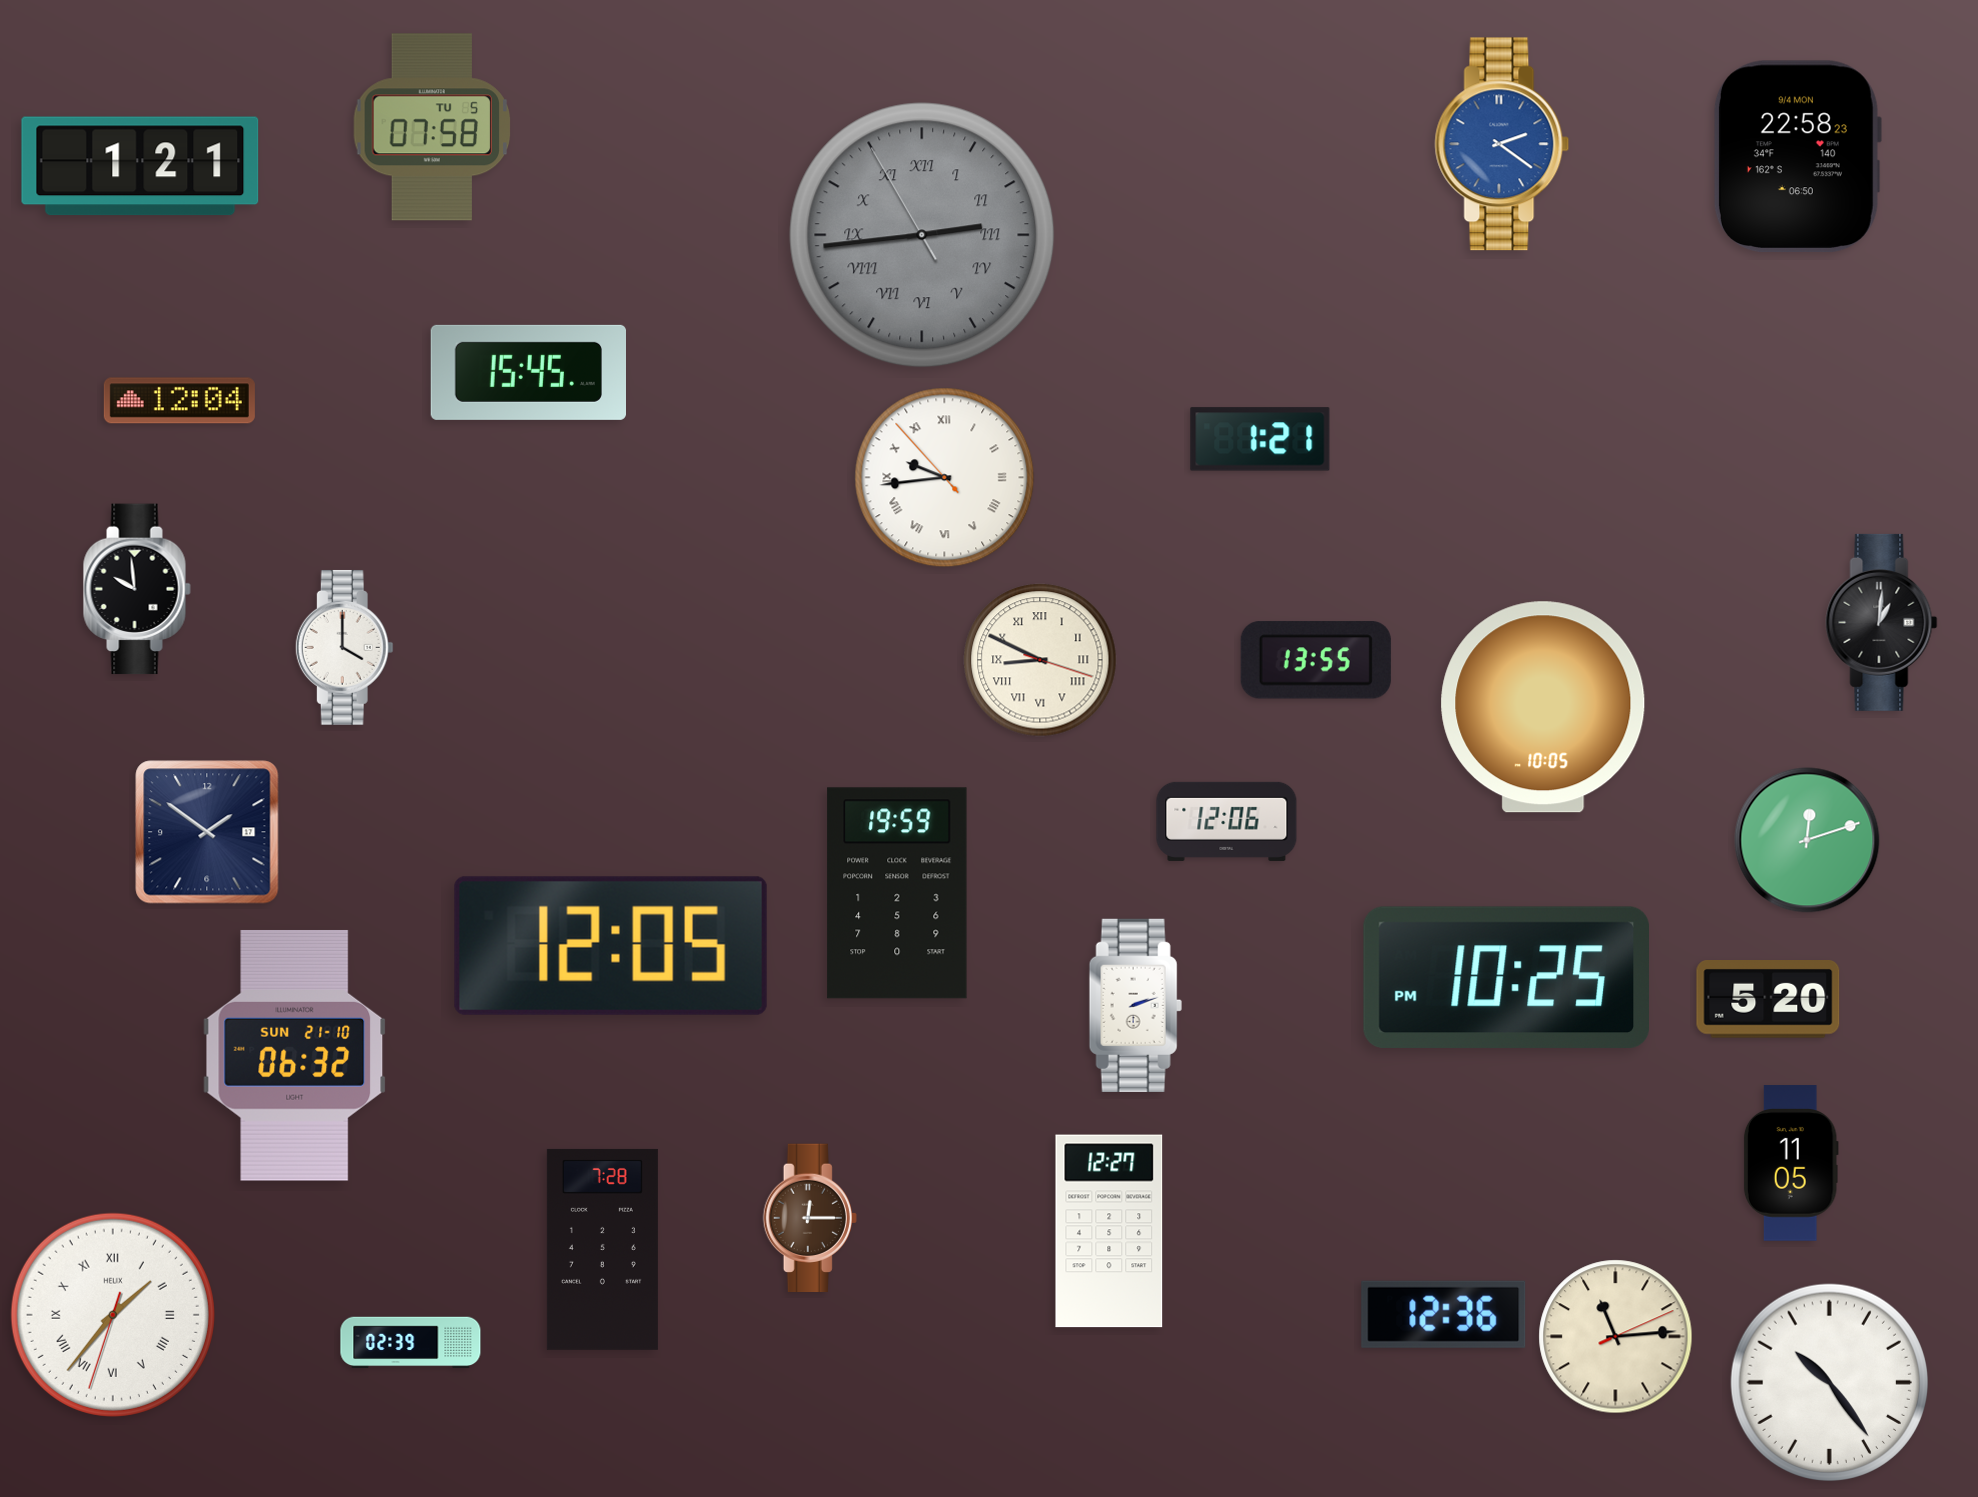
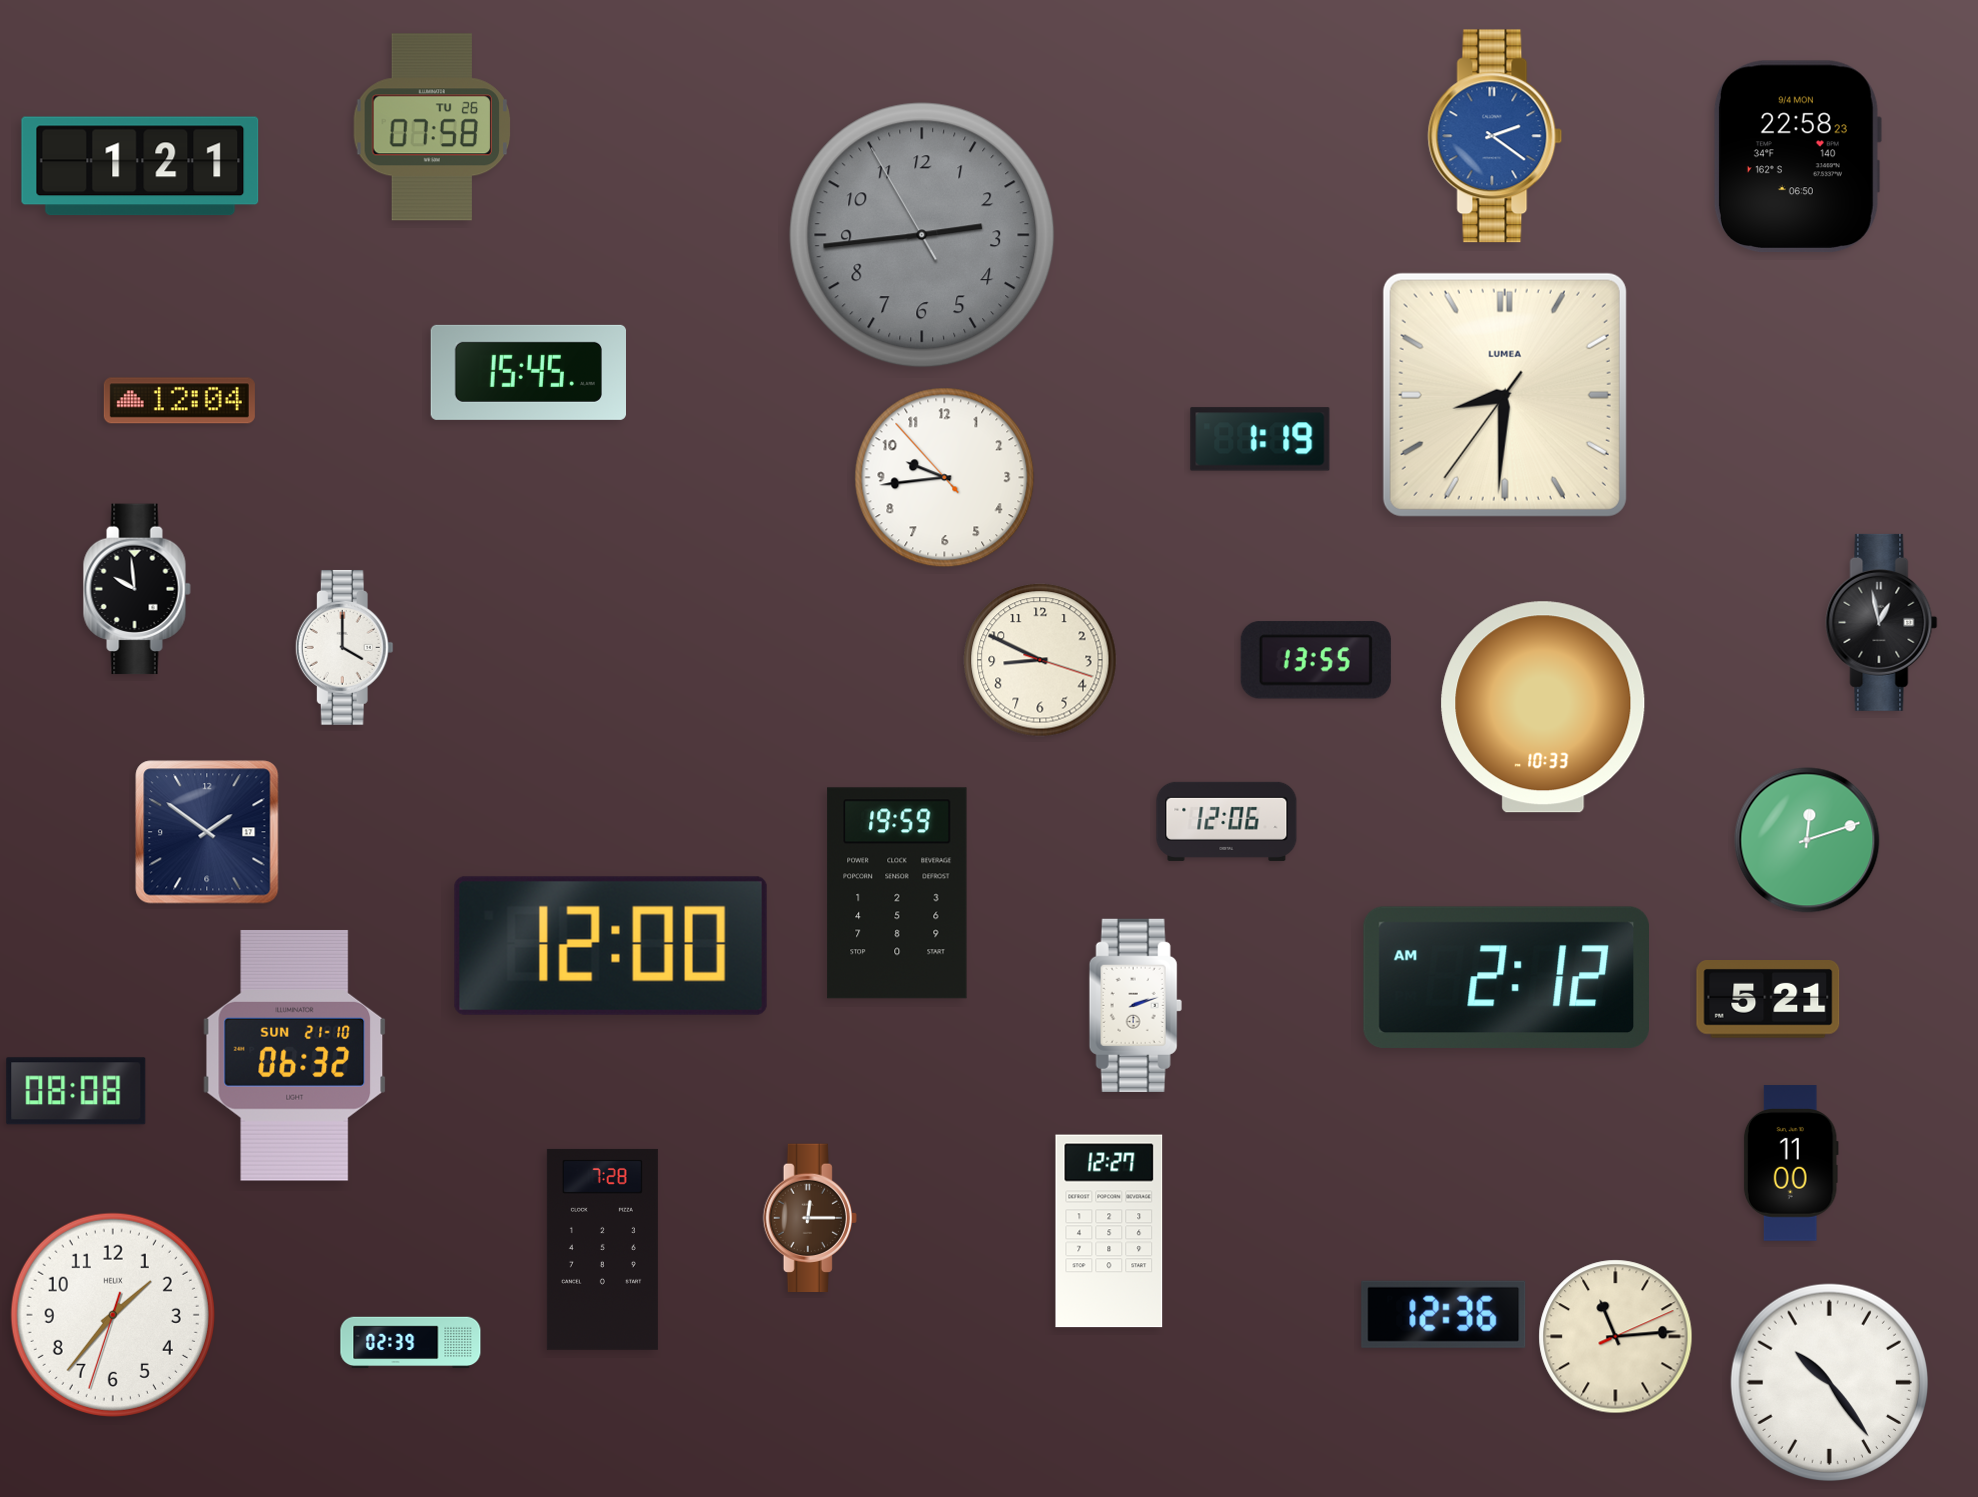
clock at (432, 127) date: TU 5 -> TU 26
clock at (1502, 144) position: (1502, 144) -> (1495, 136)
clock at (922, 235) numerals: Roman -> Arabic
clock at (1505, 395): none -> 8:30
clock at (1260, 439): 1:21 -> 1:19
clock at (945, 478) numerals: Roman -> Arabic
clock at (1882, 622): 1:01 -> 12:58
clock at (1040, 660) numerals: Roman -> Arabic
clock at (1543, 707): 10:05 -> 10:33
clock at (611, 946): 12:05 -> 12:00
clock at (1506, 977): 10:25 -> 2:12
clock at (1768, 1000): 5:20 -> 5:21
clock at (76, 1091): none -> 08:08
clock at (1791, 1163): 11:05 -> 11:00
clock at (113, 1315) numerals: Roman -> Arabic
